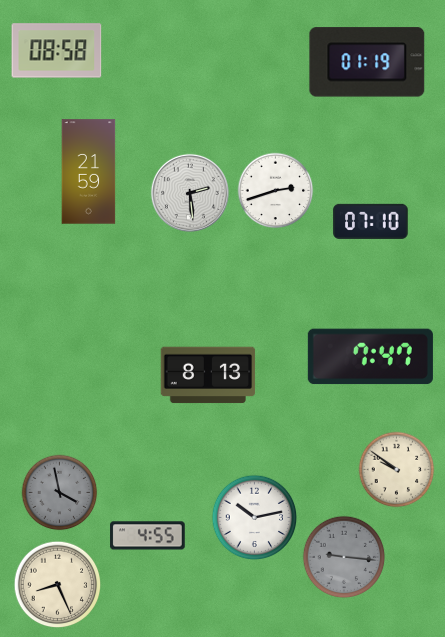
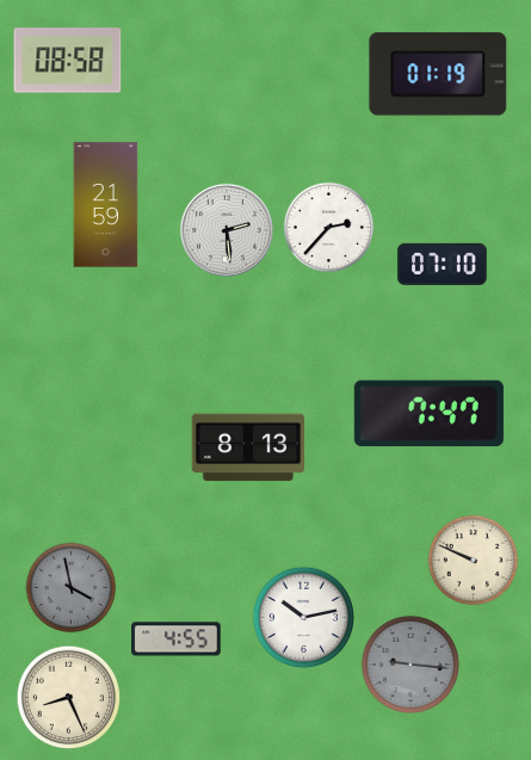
clock at (276, 191): 2:42 -> 2:37
clock at (370, 357) position: (370, 357) -> (428, 414)
clock at (397, 470): 9:51 -> 9:49
